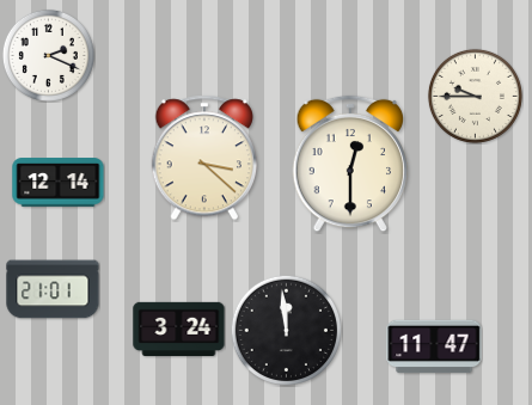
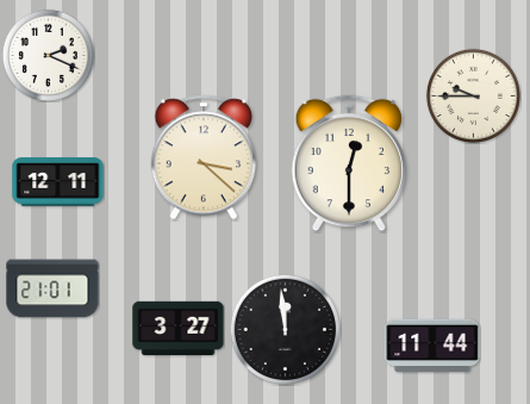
clock at (59, 183): 12:14 -> 12:11
clock at (179, 329): 3:24 -> 3:27
clock at (434, 346): 11:47 -> 11:44
